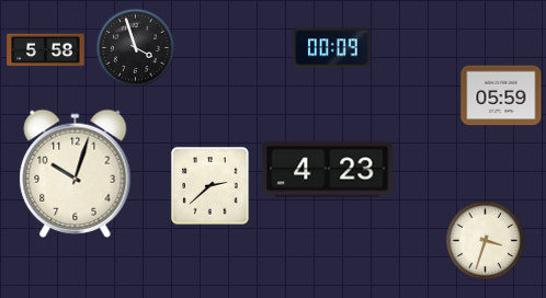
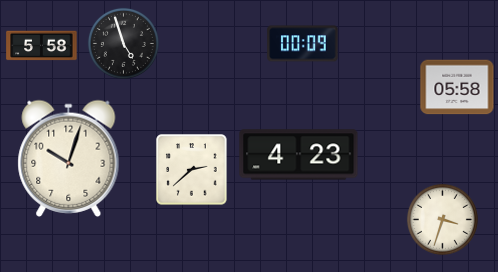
clock at (135, 47): 3:57 -> 4:57
clock at (501, 95): 05:59 -> 05:58
